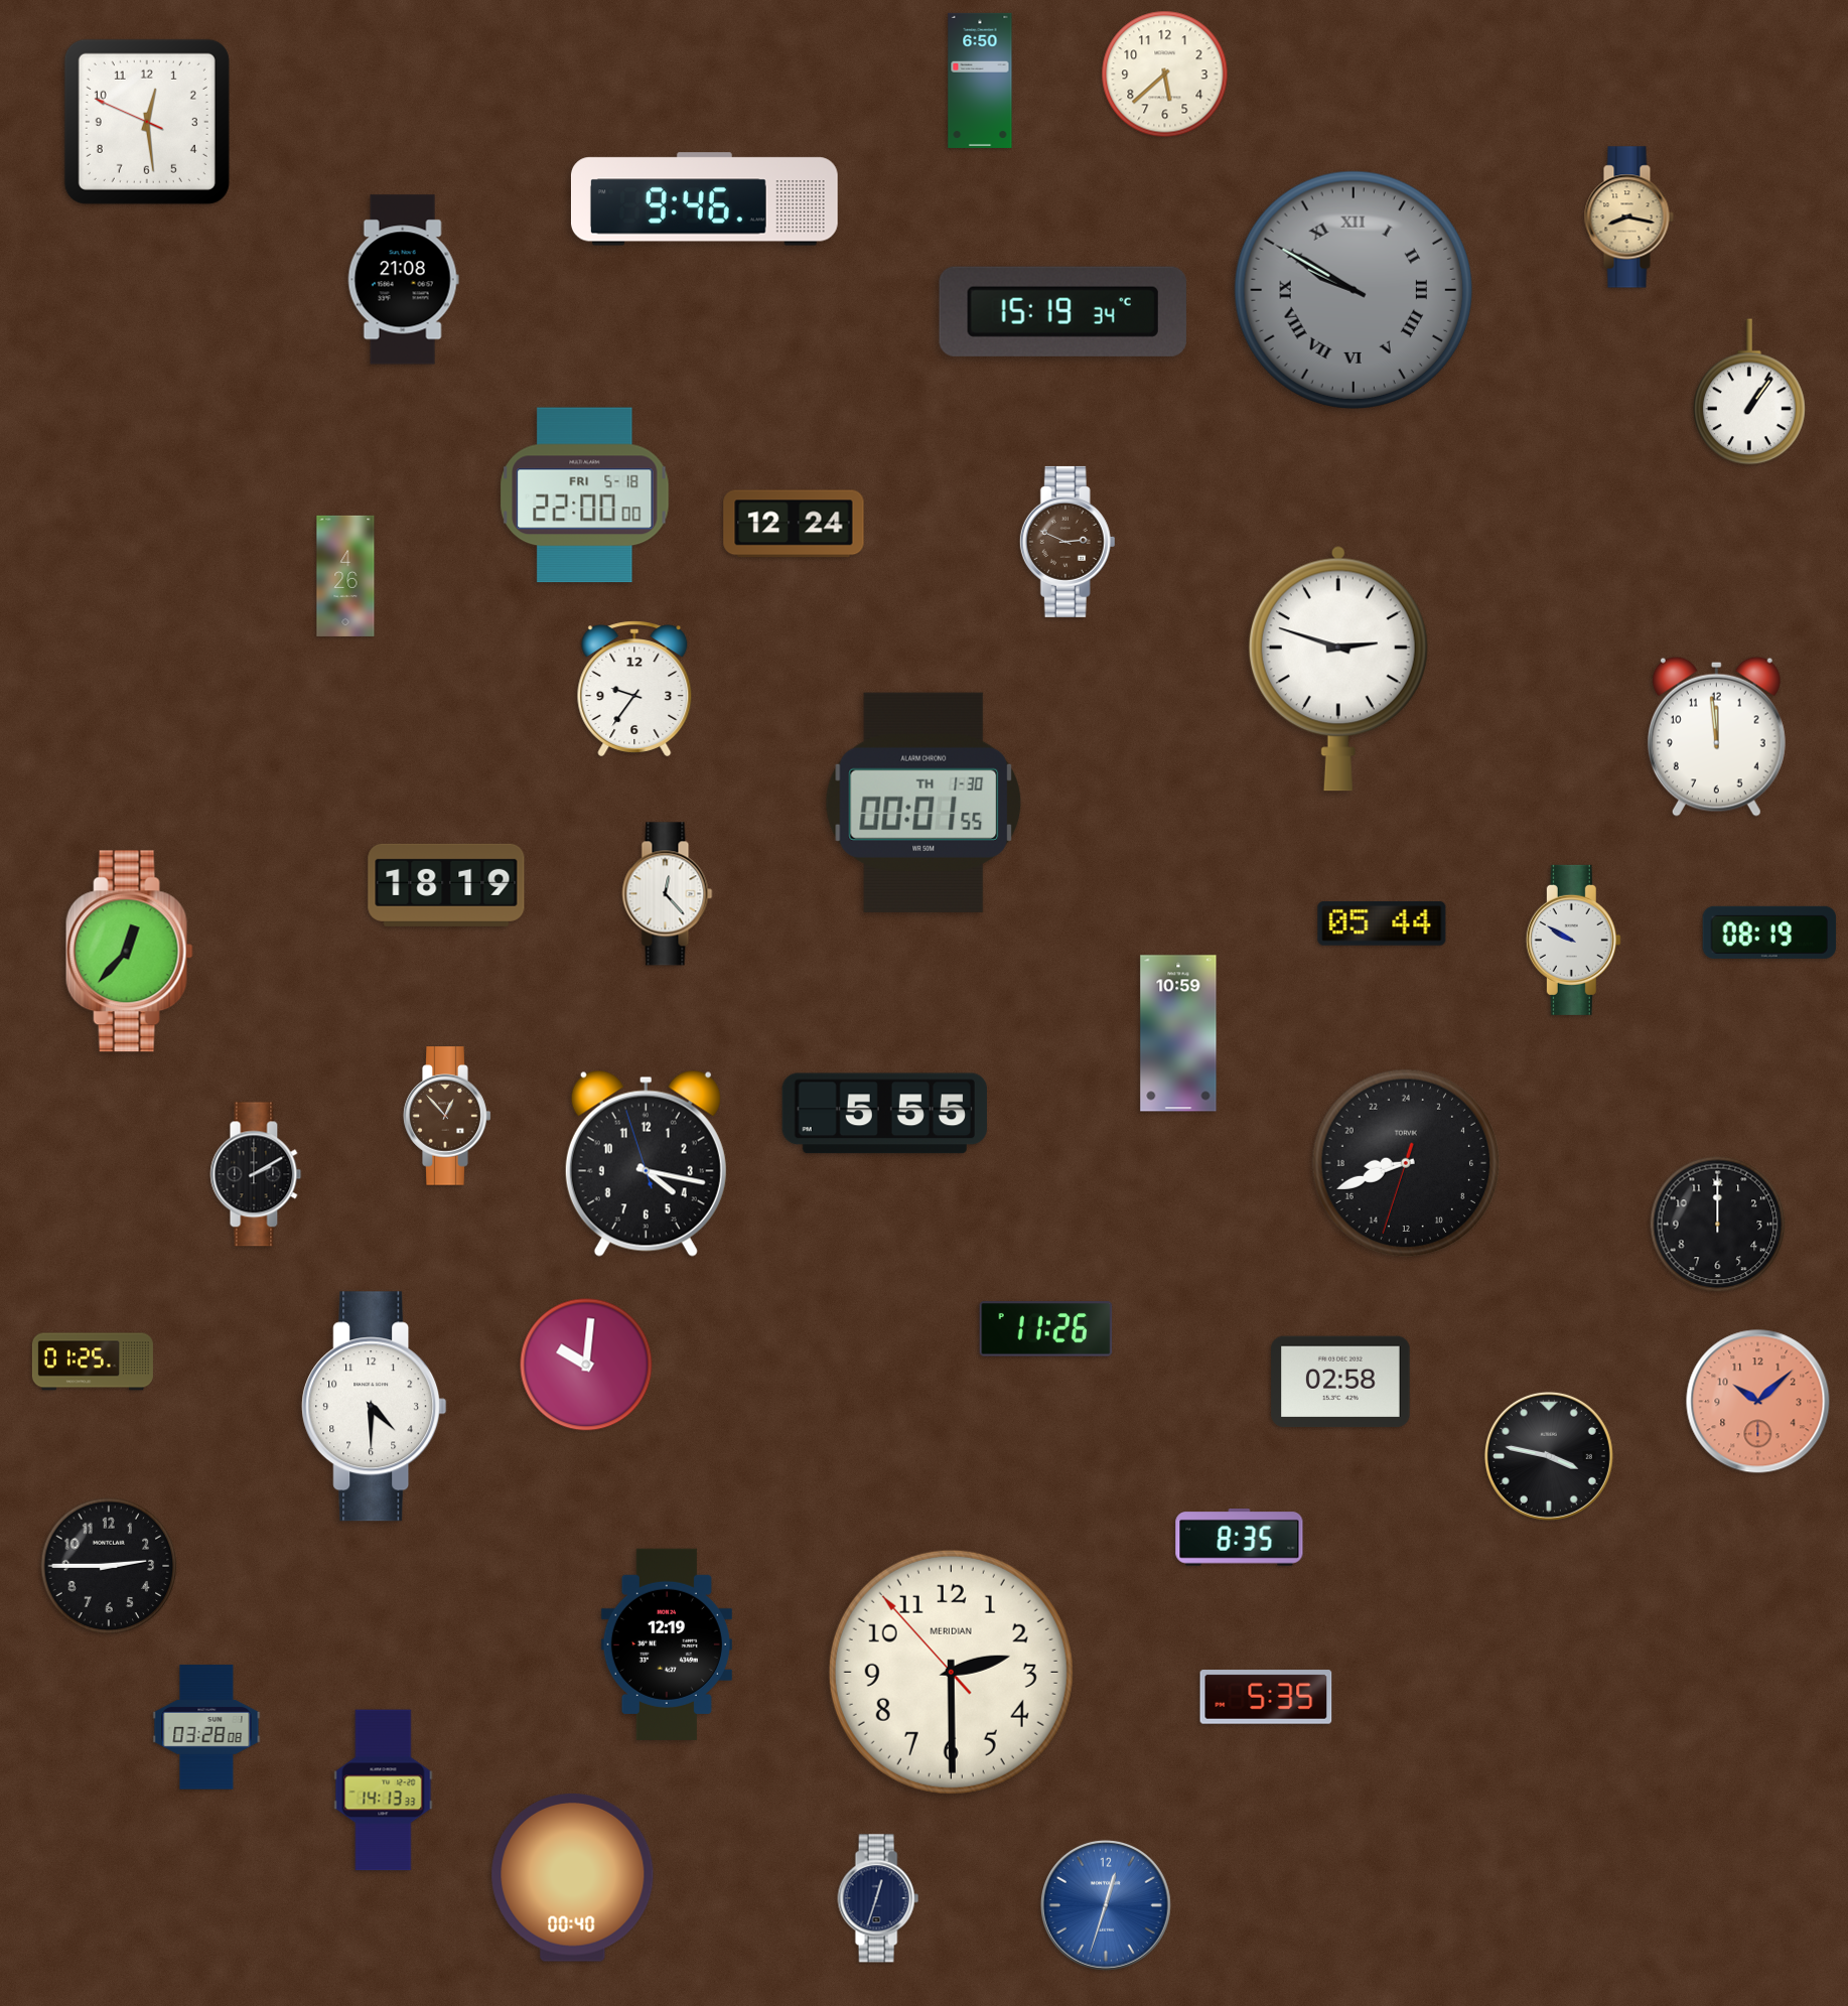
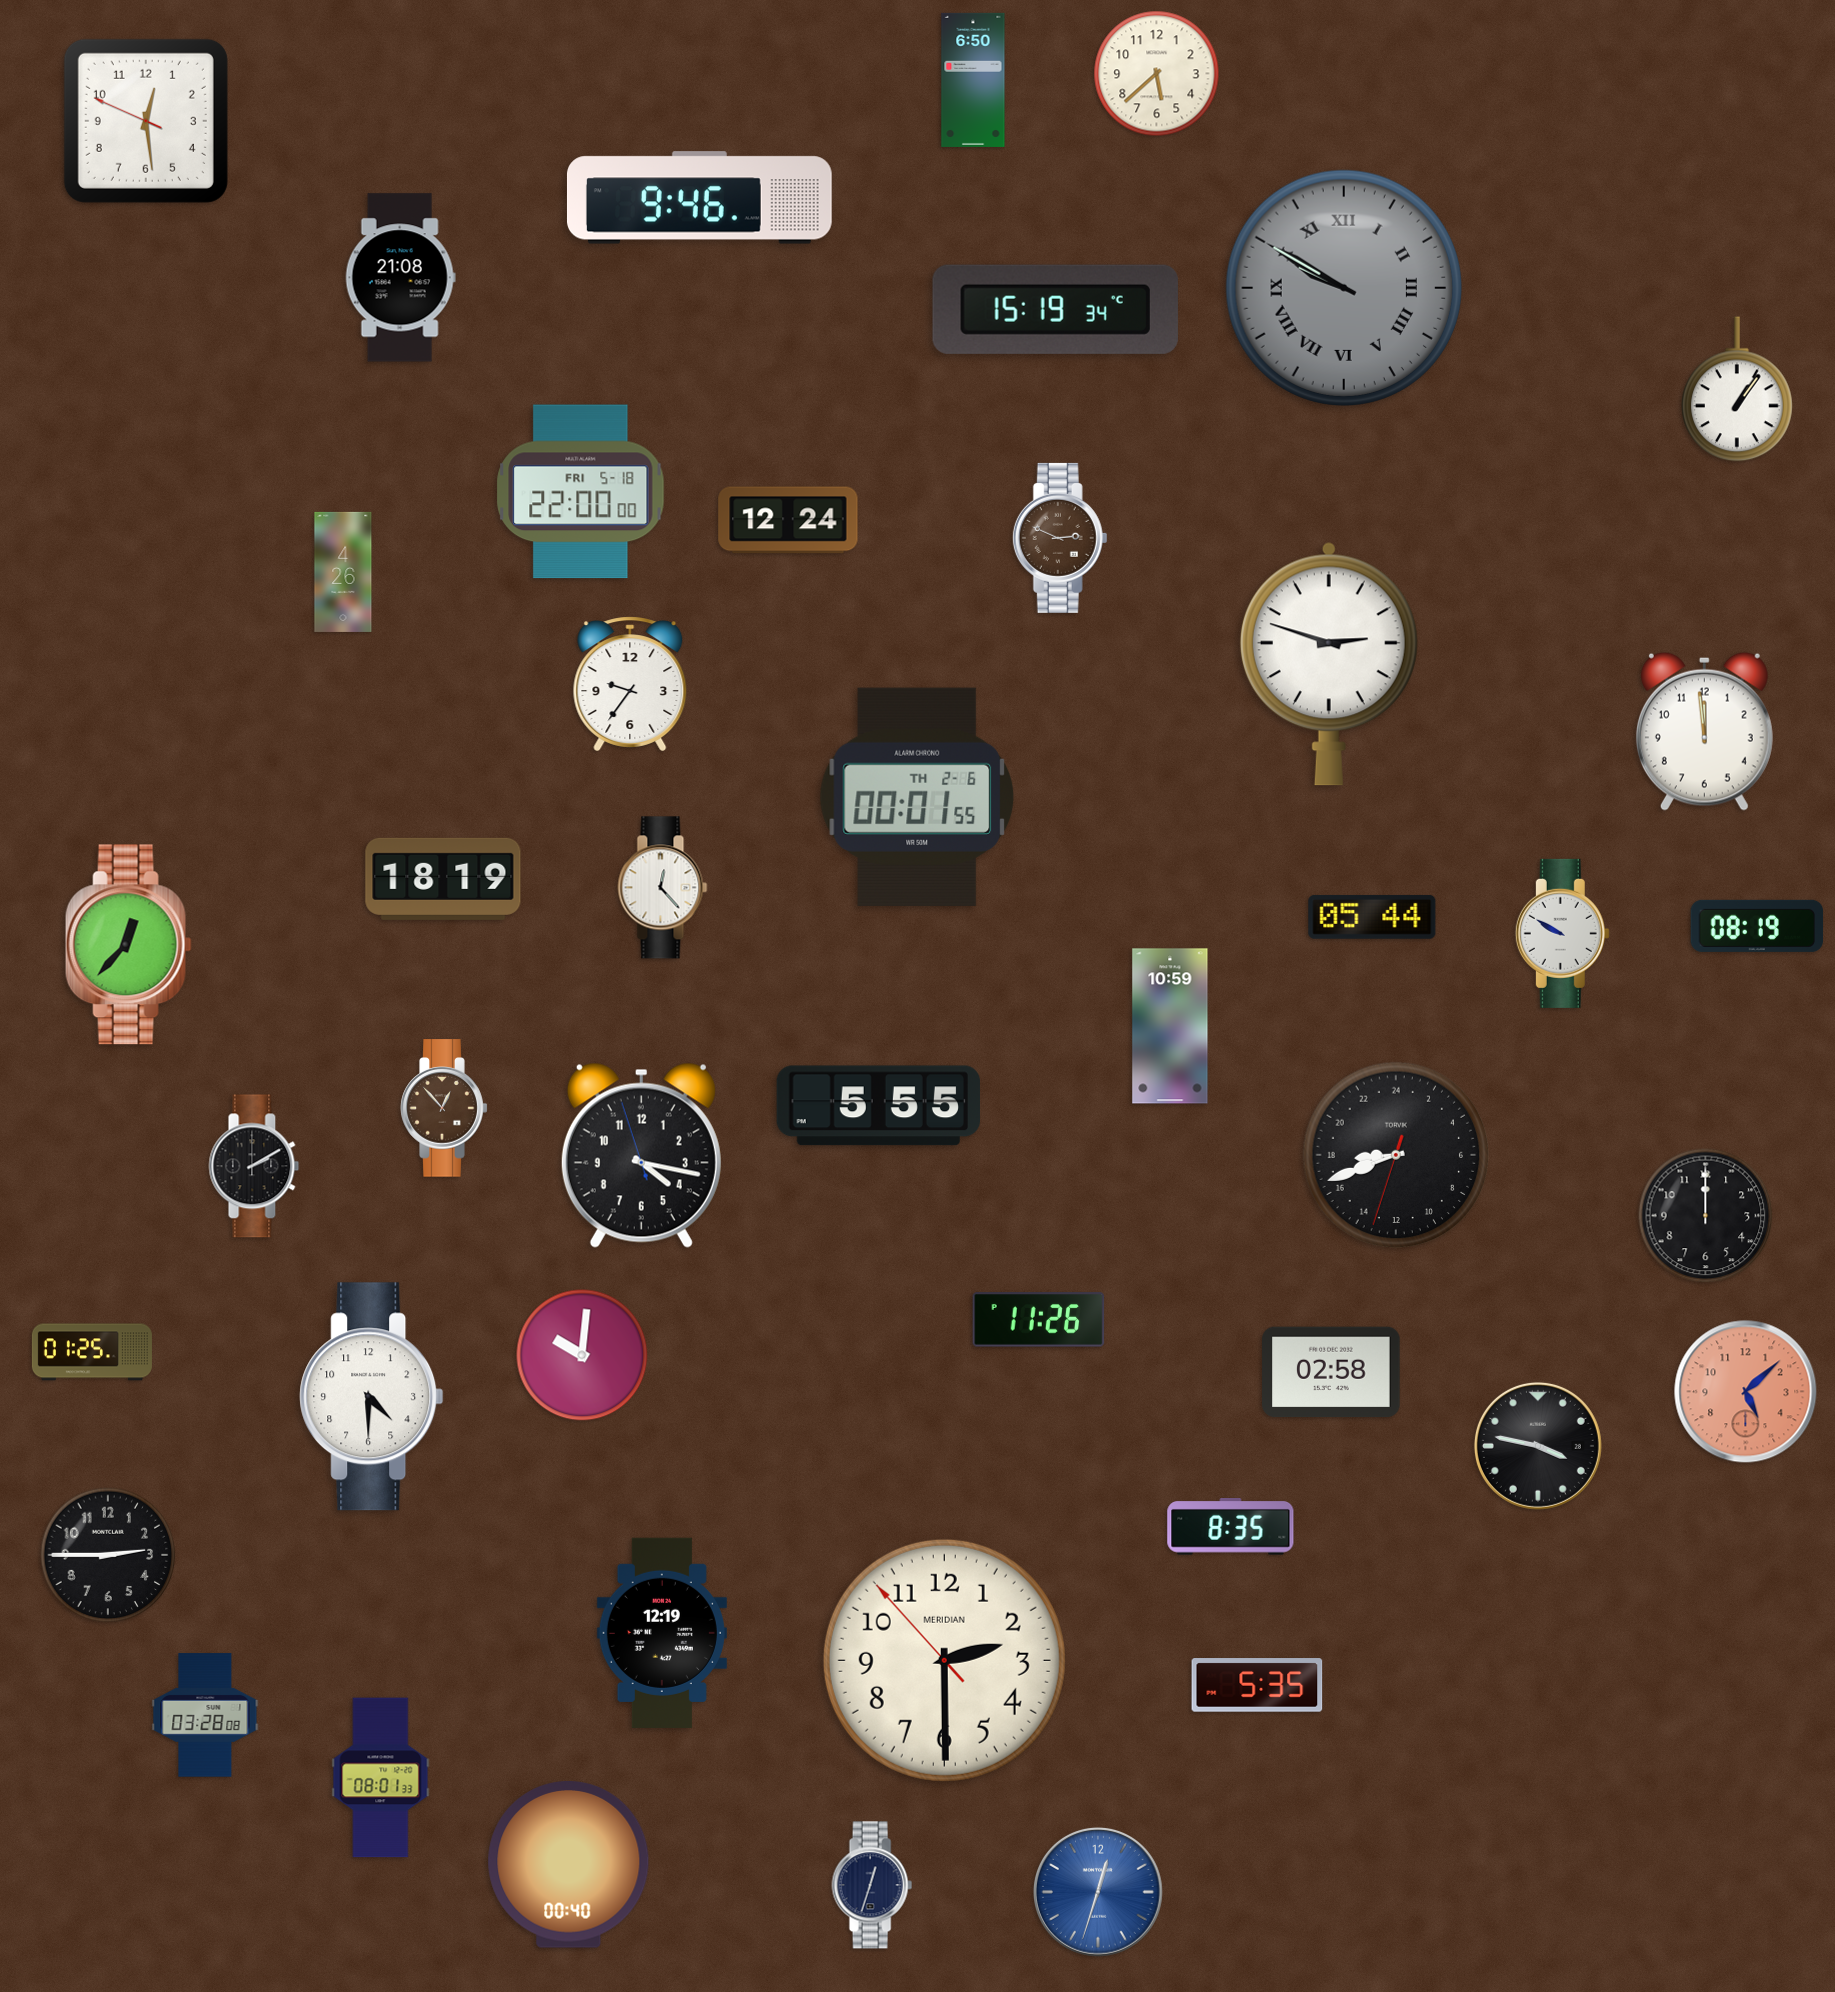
clock at (1628, 218): 8:17 -> none
clock at (923, 803) date: TH 1-30 -> TH 2-6
clock at (1758, 1402): 10:08 -> 5:08
clock at (384, 1790): 14:13 -> 08:01
